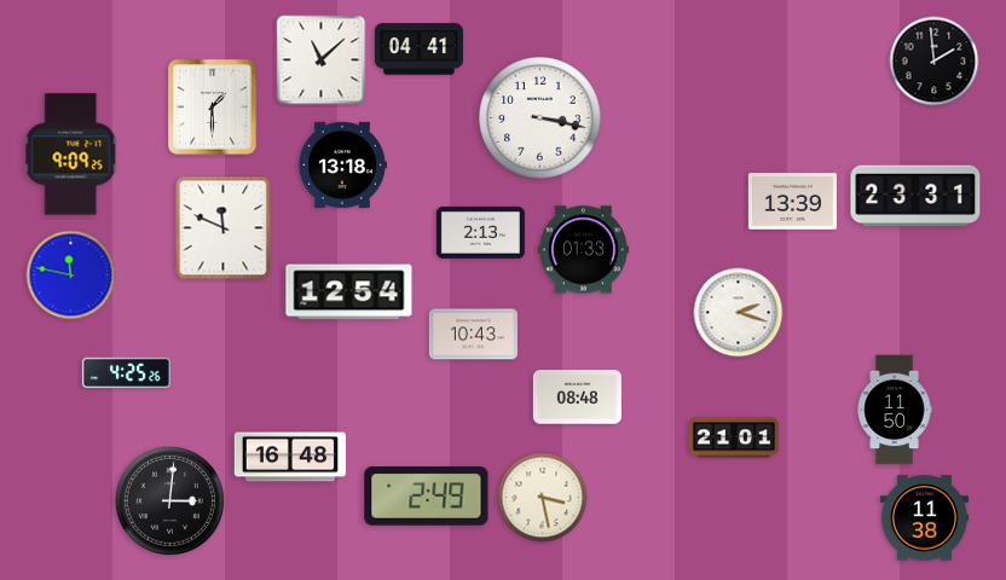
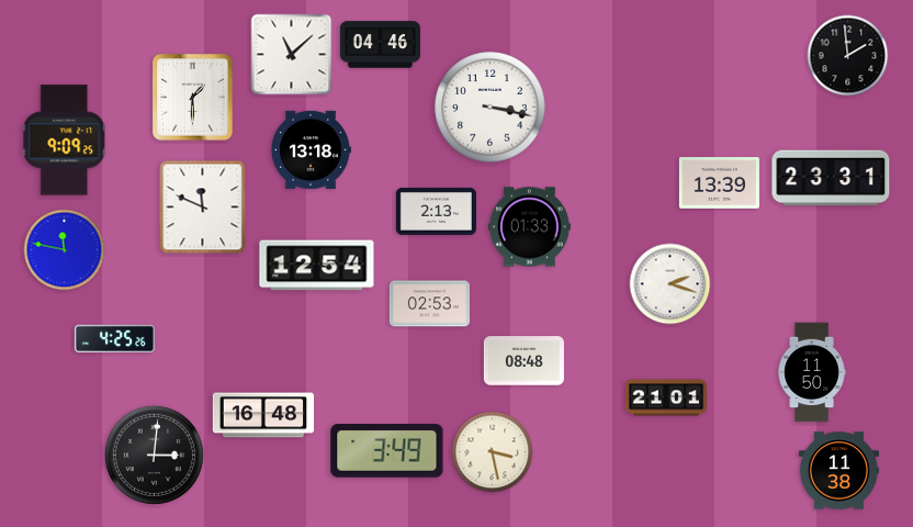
clock at (418, 50): 04:41 -> 04:46
clock at (473, 335): 10:43 -> 02:53
clock at (427, 497): 2:49 -> 3:49
